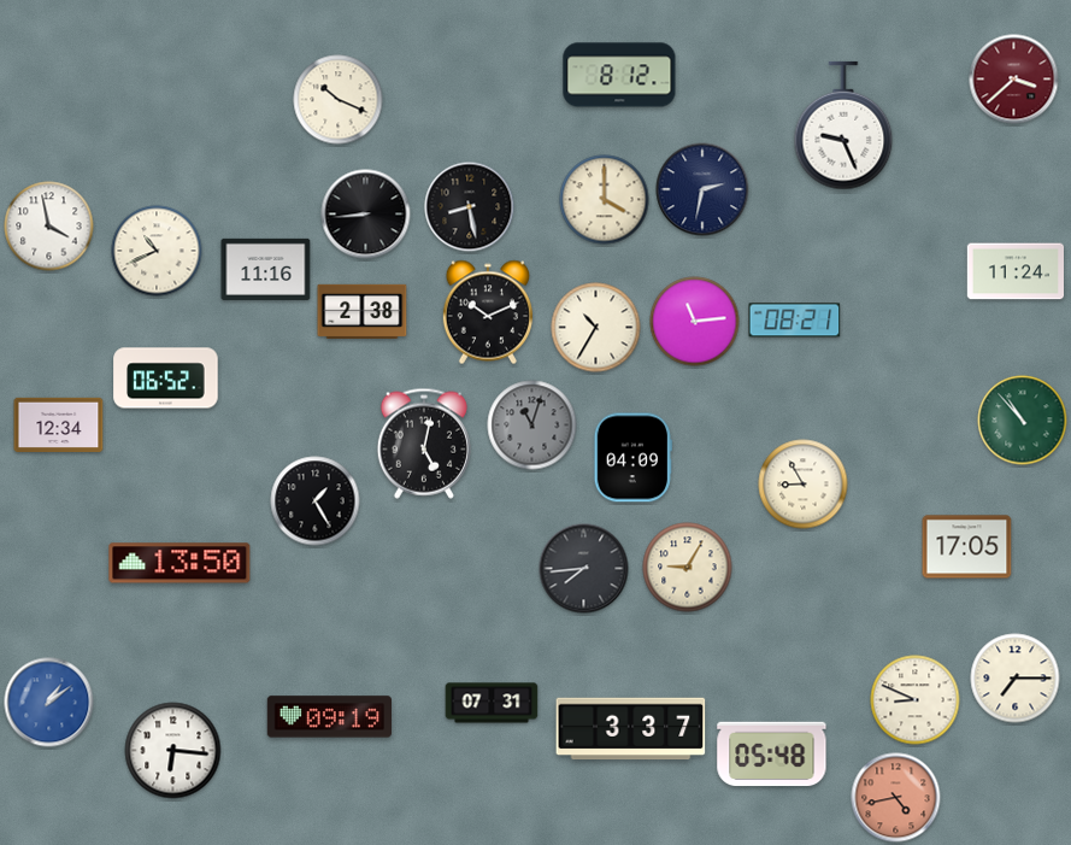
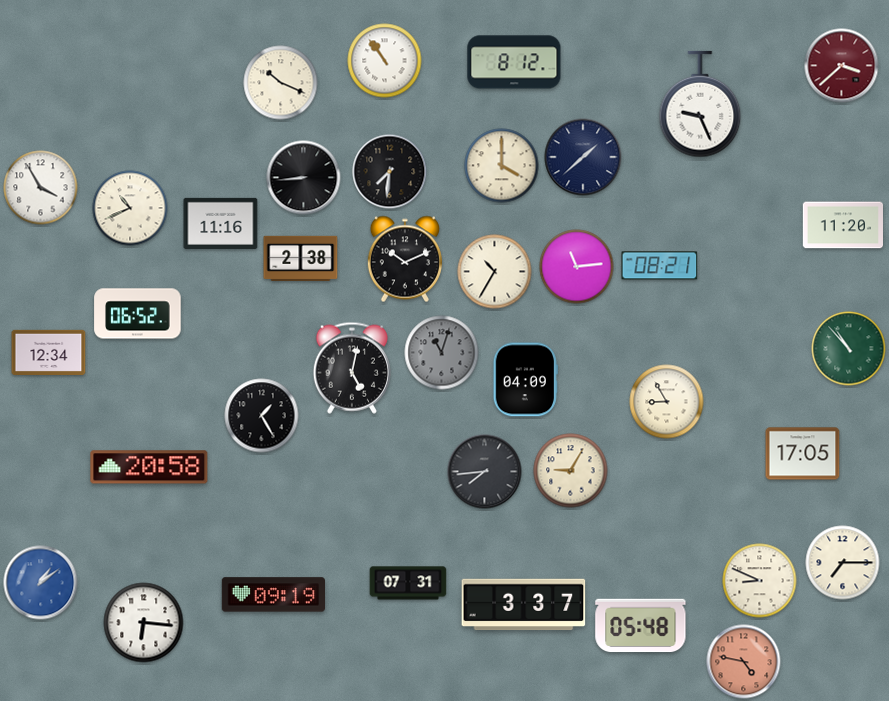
clock at (385, 61): none -> 10:54
clock at (702, 189): 2:32 -> 1:38
clock at (470, 207): 8:28 -> 7:31
clock at (49, 227): 3:58 -> 3:55
clock at (1014, 271): 11:24 -> 11:20
clock at (180, 563): 13:50 -> 20:58
clock at (896, 798): 4:43 -> 4:47
